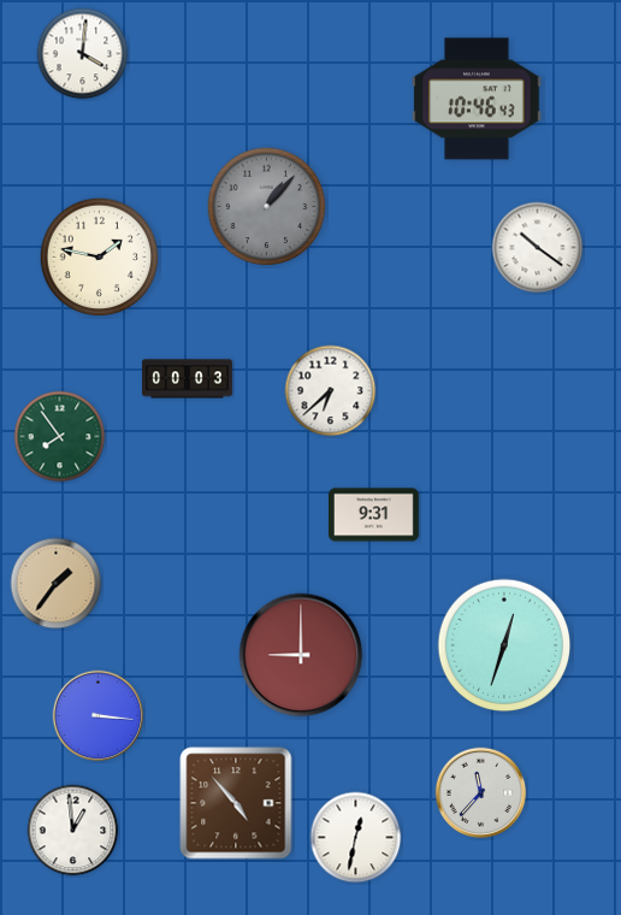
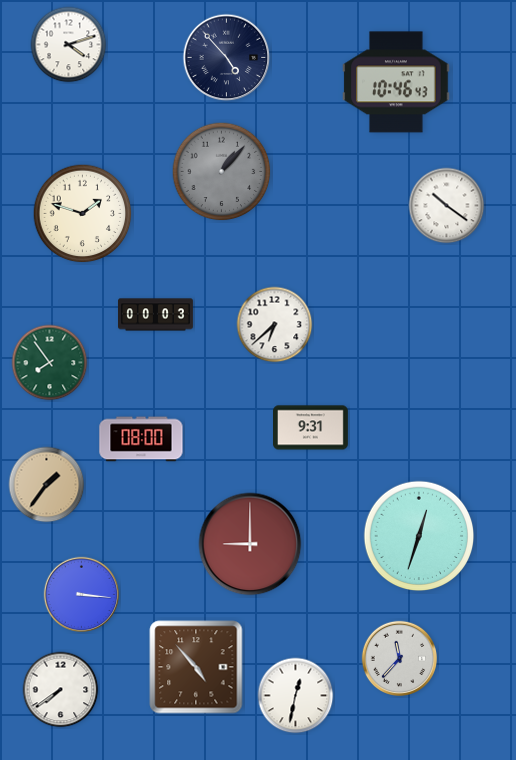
clock at (83, 54): 4:01 -> 4:12
clock at (227, 58): none -> 4:53
clock at (100, 258): 1:47 -> 1:48
clock at (141, 439): none -> 08:00
clock at (73, 831): 12:59 -> 7:39
